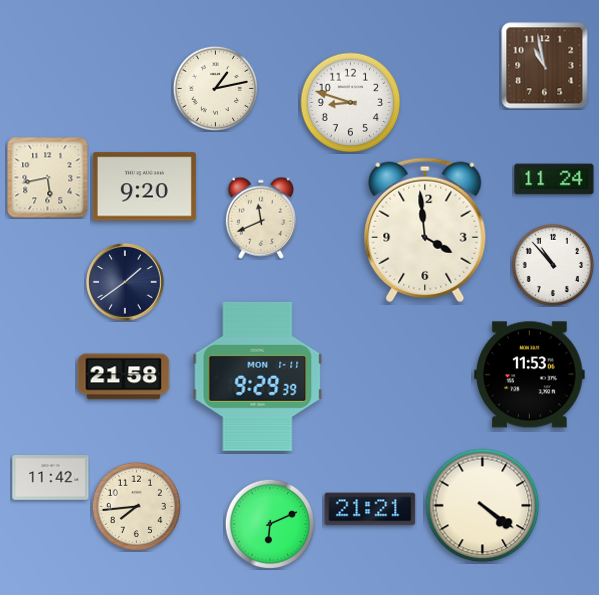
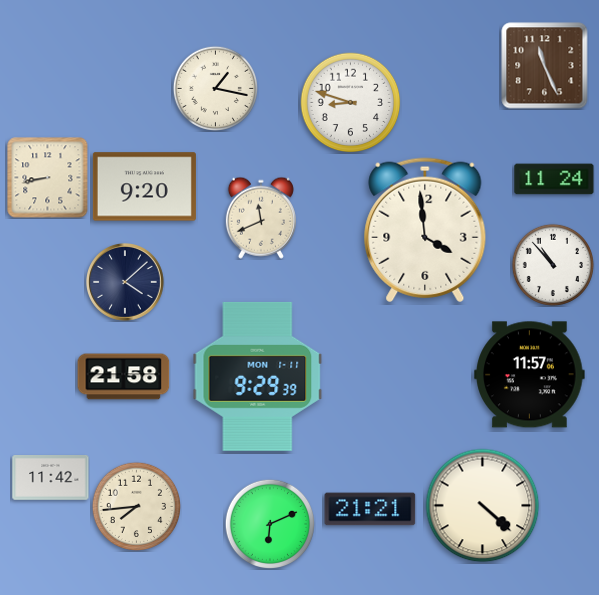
clock at (545, 66): 10:58 -> 11:26
clock at (215, 88): 1:13 -> 1:17
clock at (48, 178): 5:43 -> 8:43
clock at (126, 283): 1:39 -> 4:08
clock at (530, 375): 11:53 -> 11:57
clock at (483, 506): 4:21 -> 4:22
